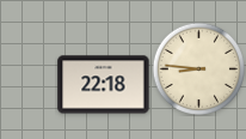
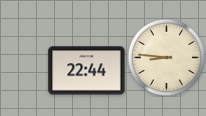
clock at (104, 85): 22:18 -> 22:44
